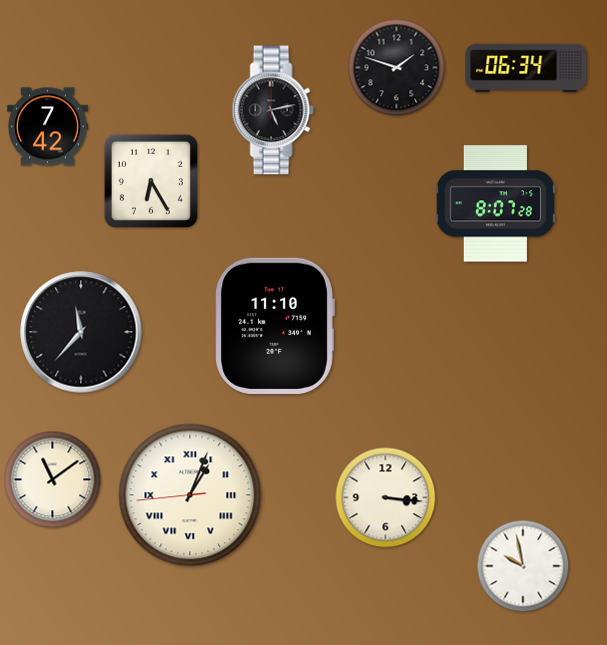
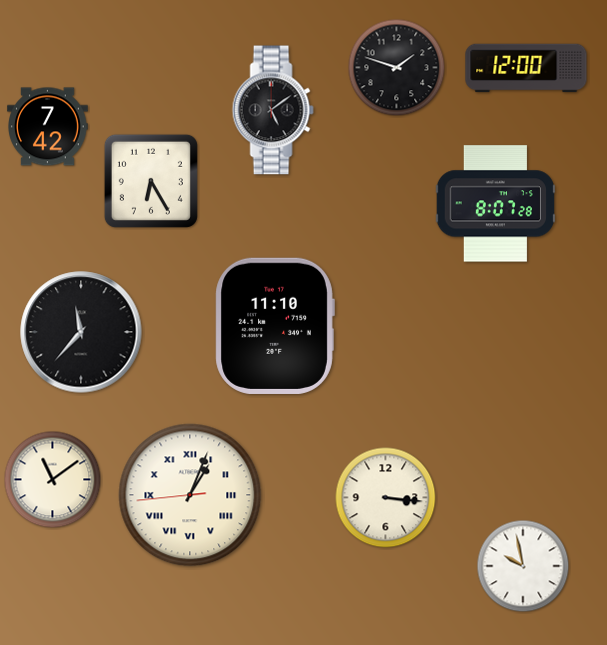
clock at (526, 68): 06:34 -> 12:00
clock at (273, 110): 5:13 -> 5:09
